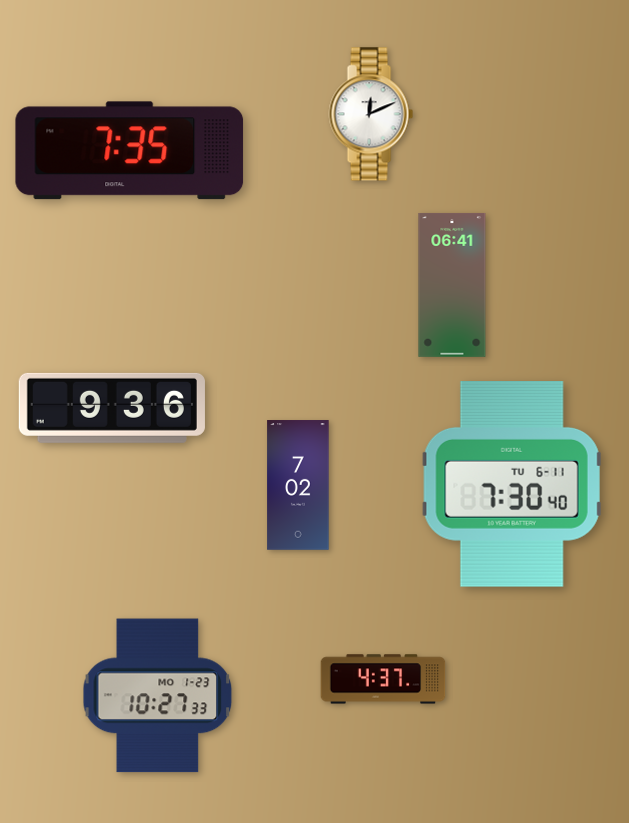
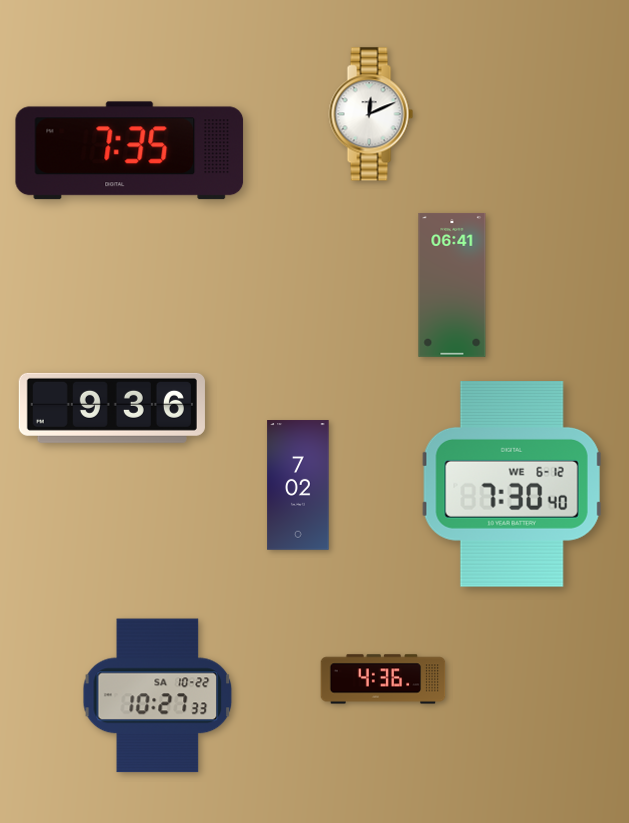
clock at (512, 485) date: TU 6-11 -> WE 6-12
clock at (383, 679): 4:37 -> 4:36
clock at (158, 696) date: MO 1-23 -> SA 10-22
